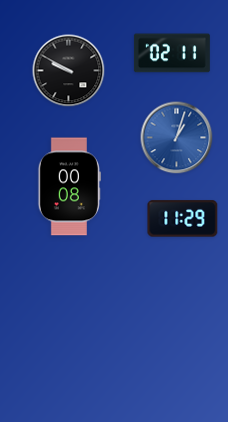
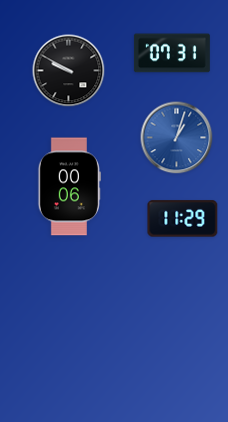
clock at (172, 53): 02:11 -> 07:31
clock at (69, 187): 00:08 -> 00:06
